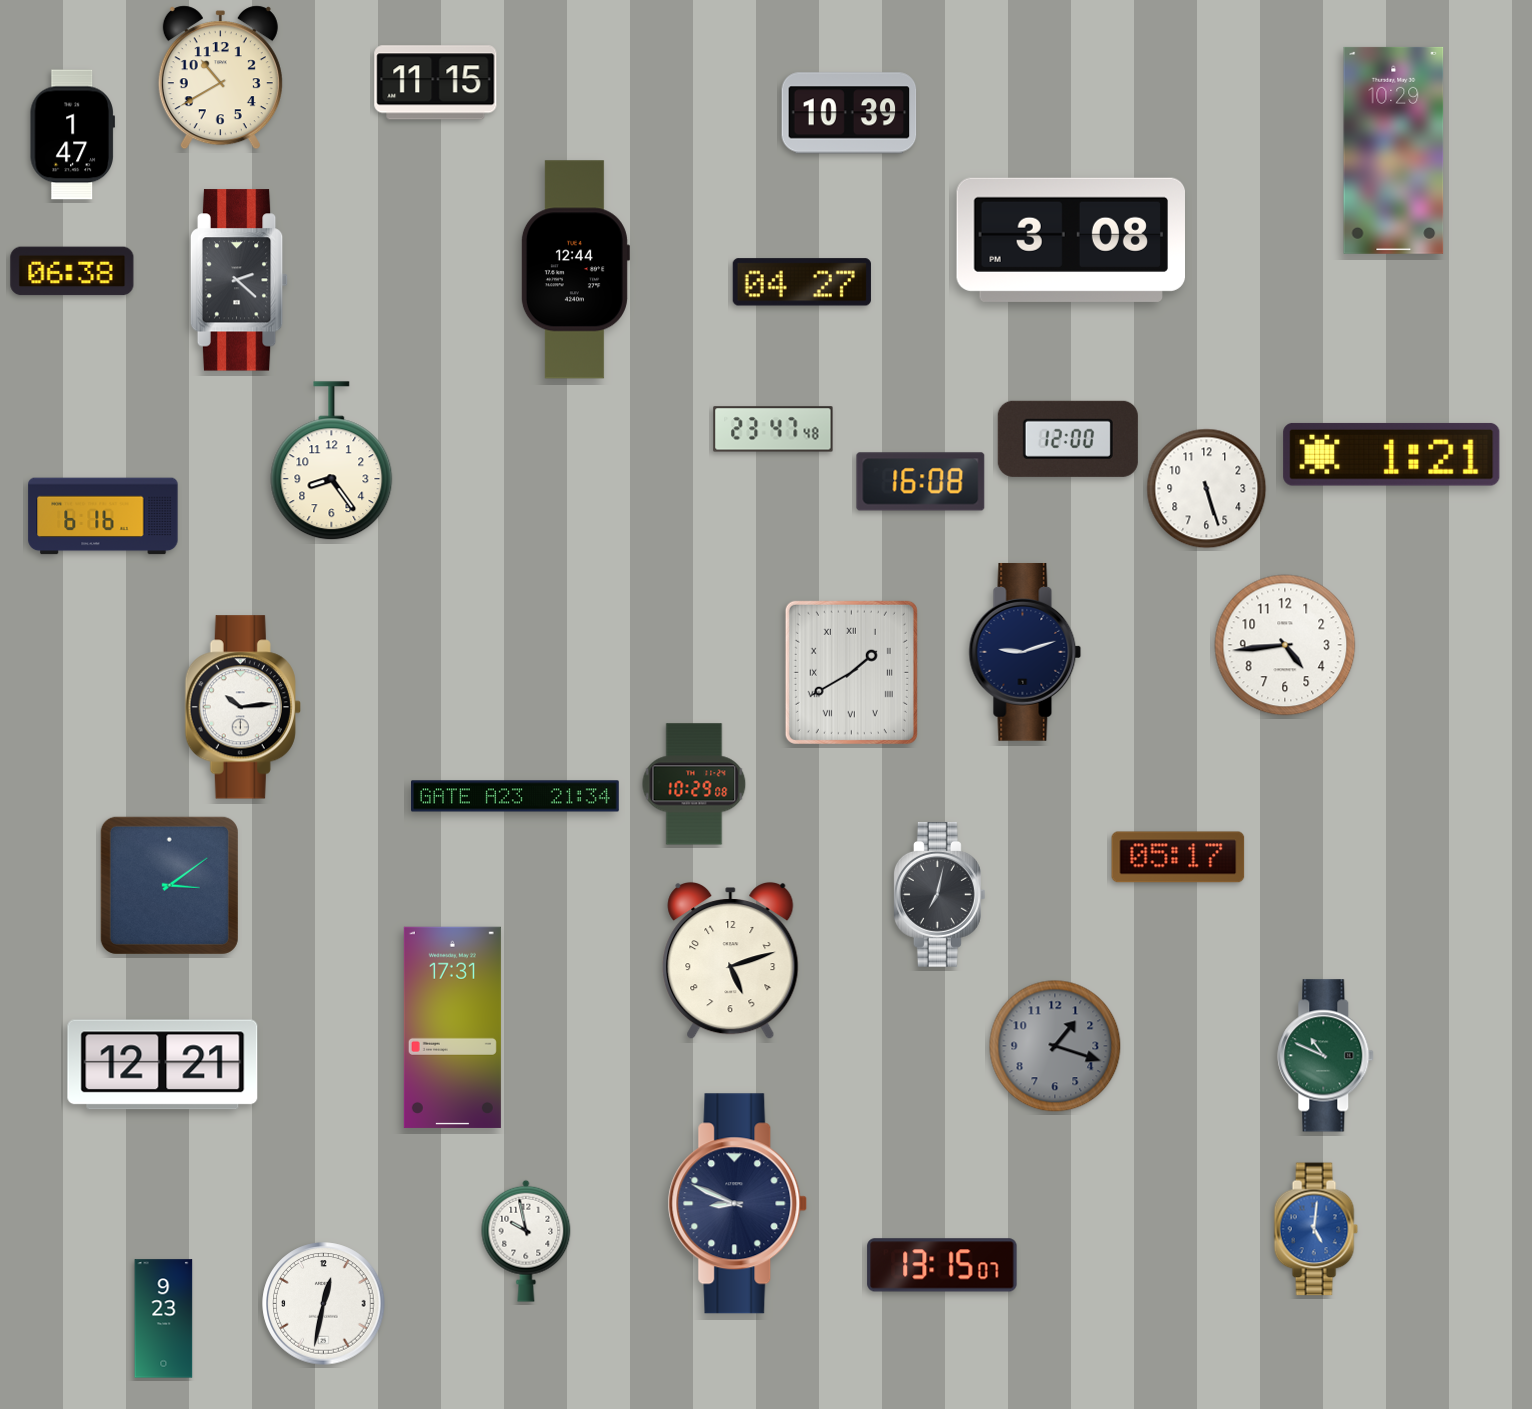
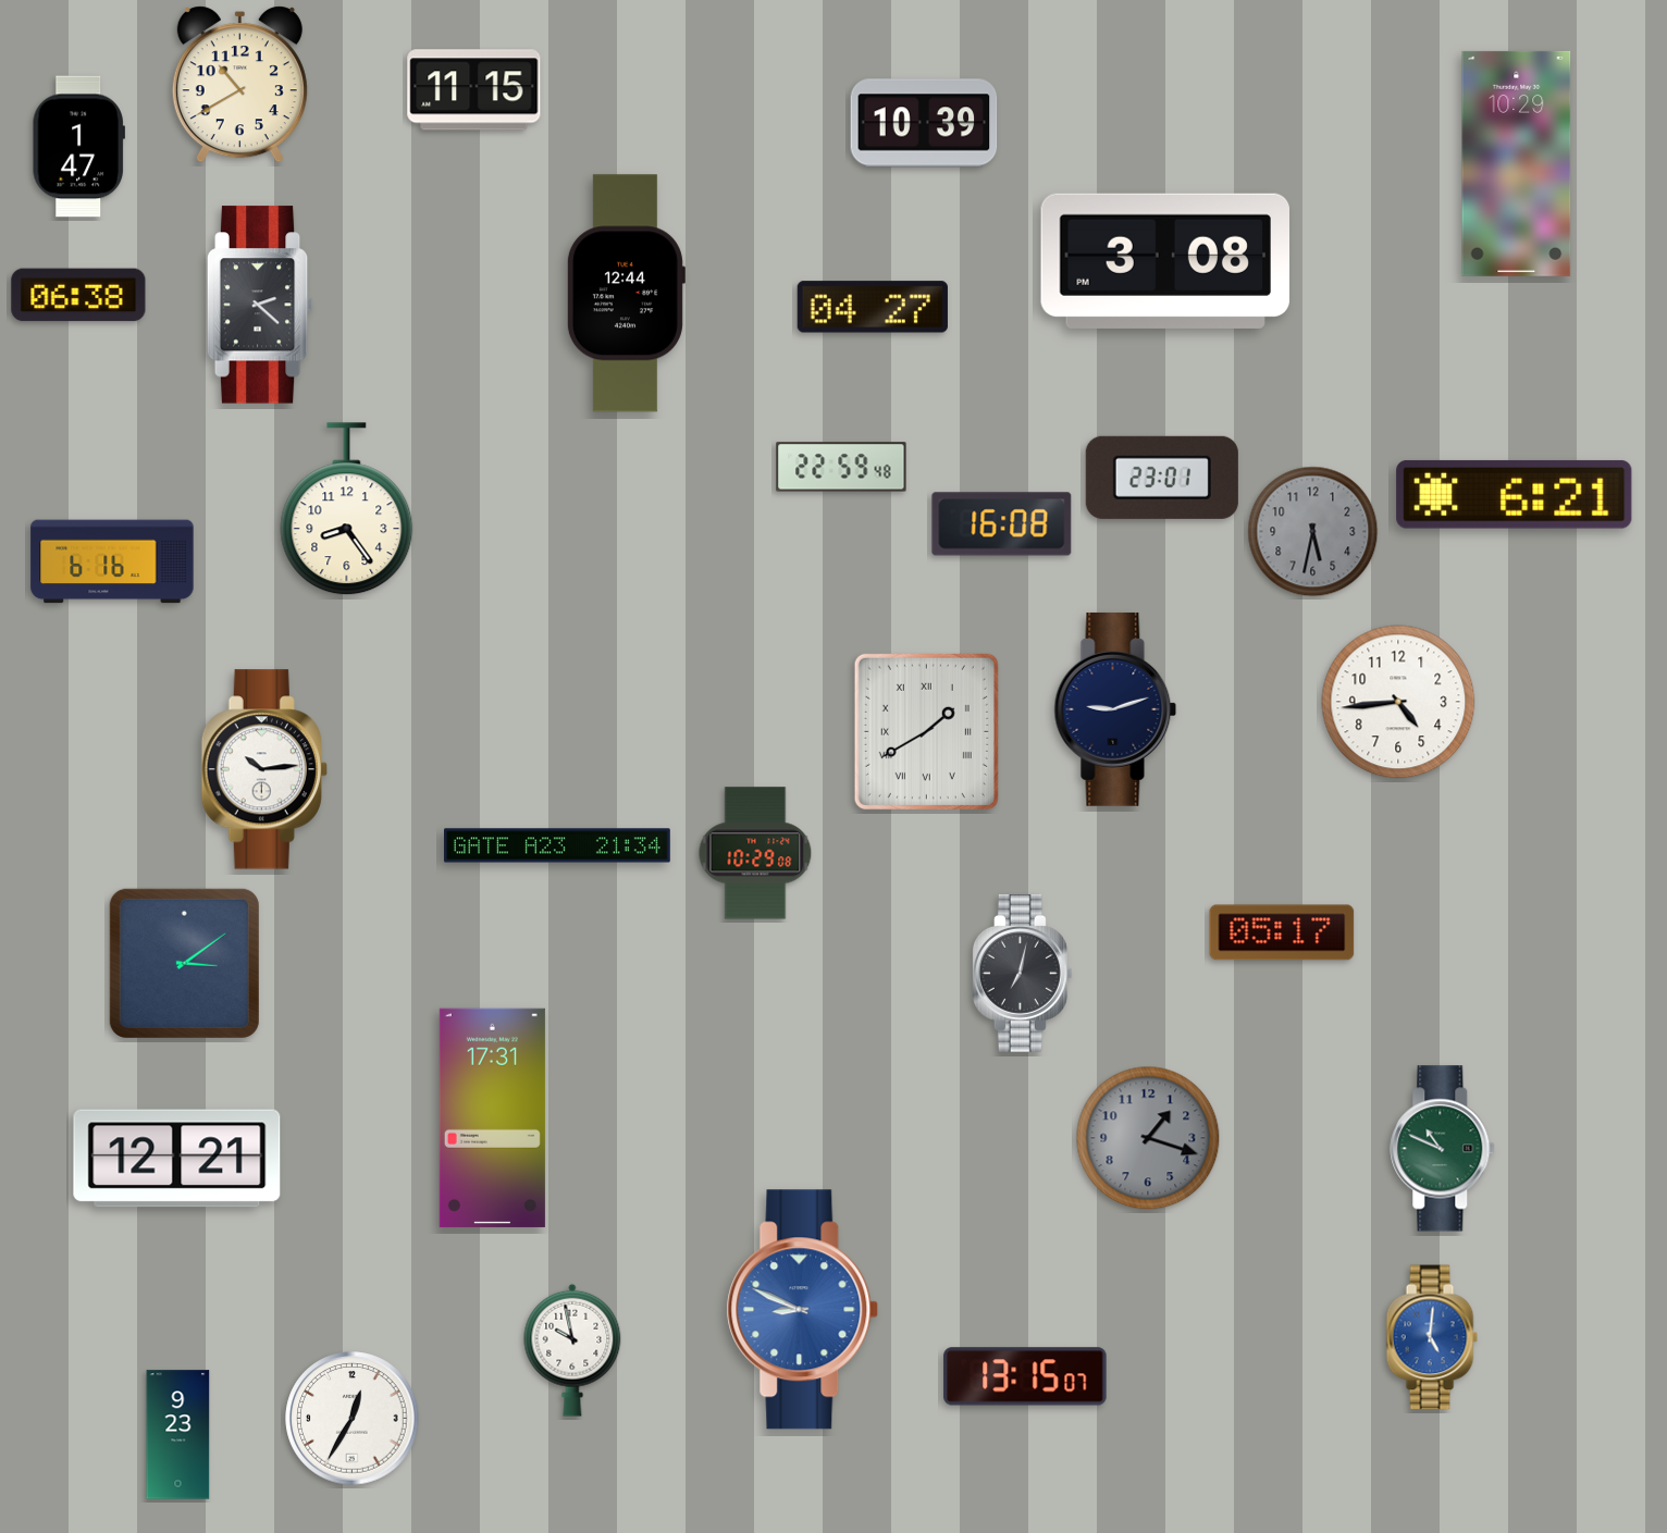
clock at (773, 429): 23:47 -> 22:59
clock at (1068, 439): 12:00 -> 23:01
clock at (1392, 454): 1:21 -> 6:21
clock at (332, 461) position: (332, 461) -> (347, 509)
clock at (1207, 489): 5:27 -> 5:32
clock at (1207, 489) dial: white -> grey
clock at (516, 796) position: (516, 796) -> (558, 845)
clock at (731, 961): 5:12 -> none
clock at (738, 1204) dial: navy -> blue
clock at (324, 1304): 12:32 -> 12:35
